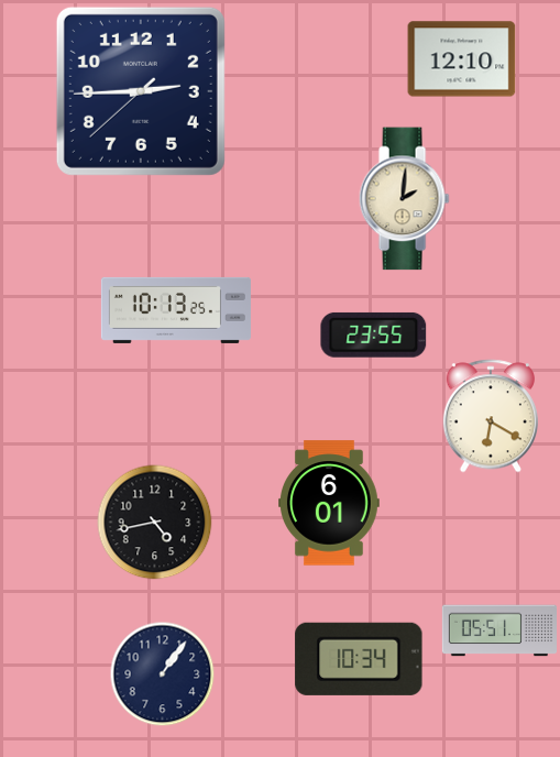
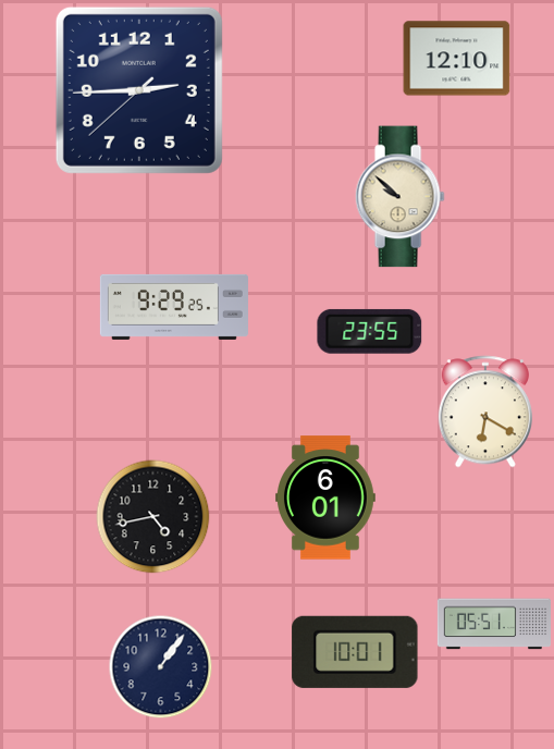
clock at (404, 199): 2:01 -> 9:52
clock at (176, 310): 10:13 -> 9:29
clock at (359, 659): 10:34 -> 10:01
